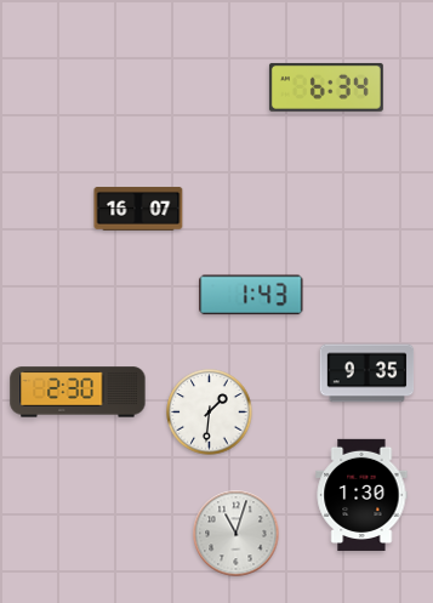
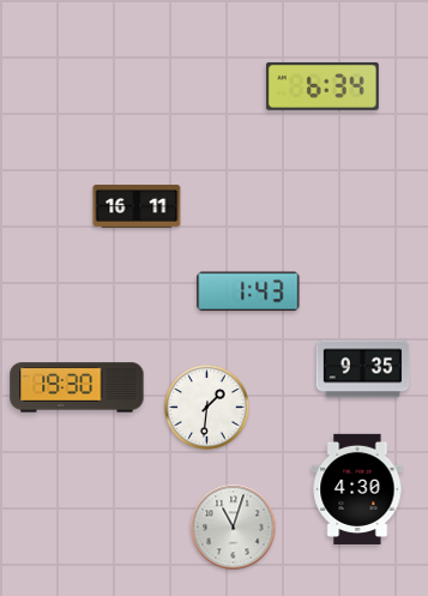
clock at (138, 209): 16:07 -> 16:11
clock at (78, 392): 2:30 -> 19:30
clock at (361, 495): 1:30 -> 4:30
